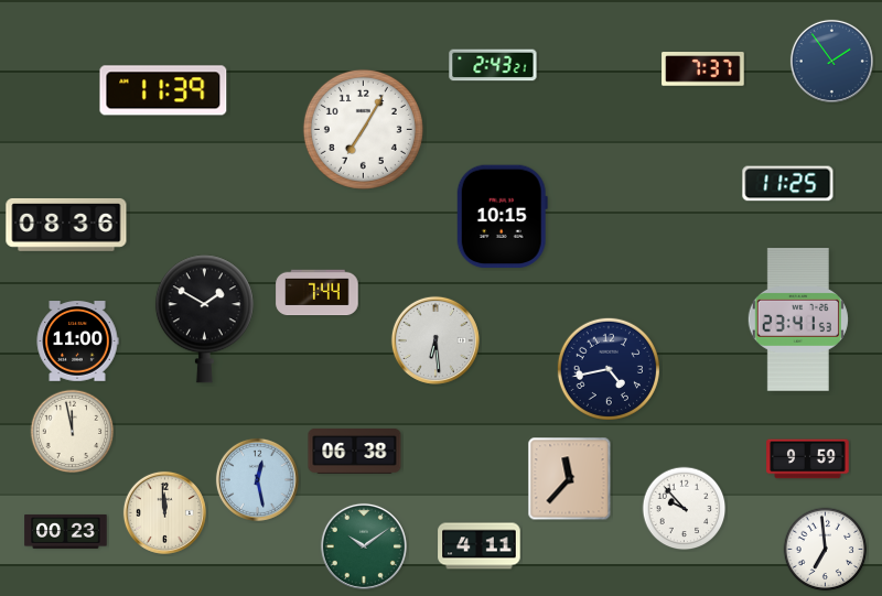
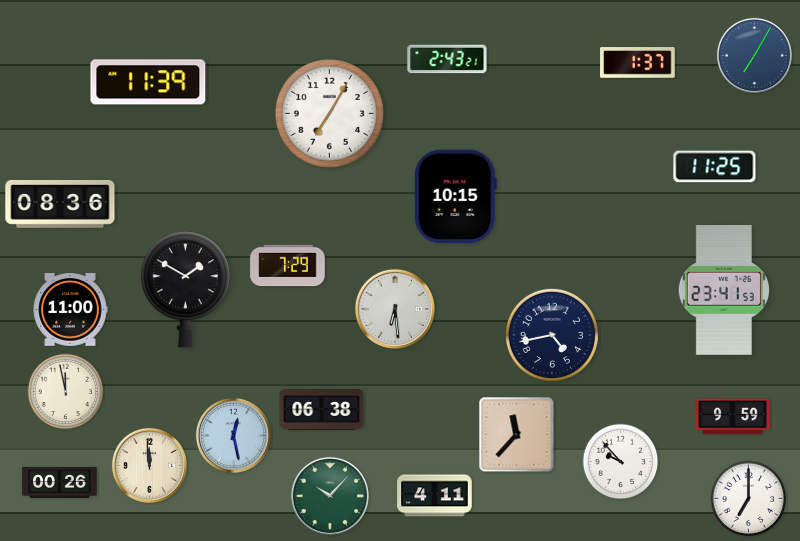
clock at (831, 61): 1:54 -> 7:05
clock at (703, 69): 7:37 -> 1:37
clock at (363, 129) position: (363, 129) -> (329, 113)
clock at (318, 293): 7:44 -> 7:29
clock at (66, 531): 00:23 -> 00:26
clock at (364, 546): 10:09 -> 10:07
clock at (826, 550): 6:59 -> 7:00
